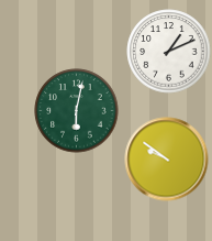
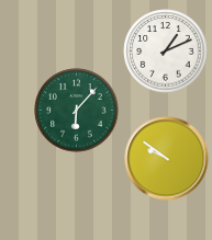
clock at (169, 52) position: (169, 52) -> (166, 52)
clock at (77, 111): 6:02 -> 6:07
